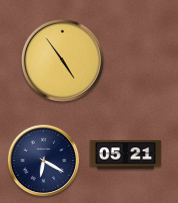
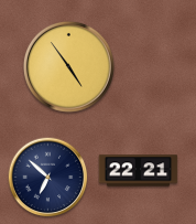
clock at (126, 155): 05:21 -> 22:21
clock at (44, 161): 6:20 -> 6:52
